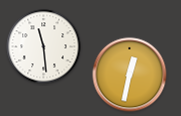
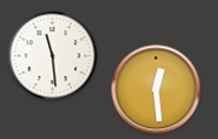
clock at (130, 75): 12:32 -> 12:29
